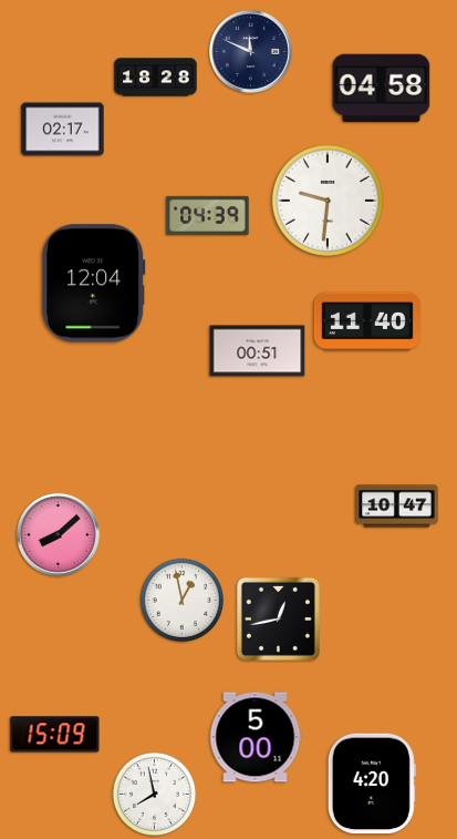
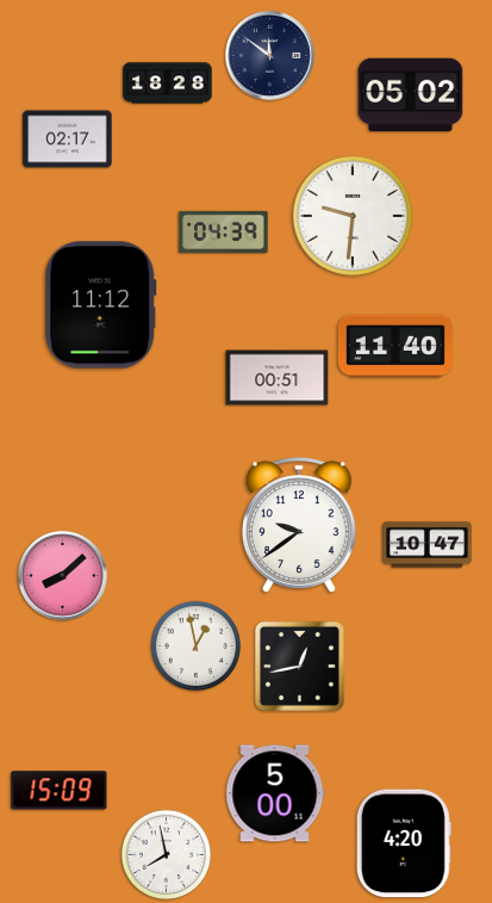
clock at (250, 51): 11:49 -> 11:51
clock at (382, 89): 04:58 -> 05:02
clock at (94, 284): 12:04 -> 11:12
clock at (299, 525): none -> 9:39
clock at (372, 784) position: (372, 784) -> (404, 843)
